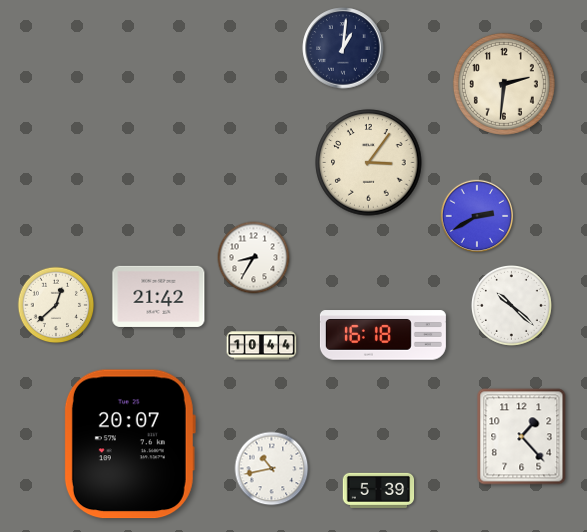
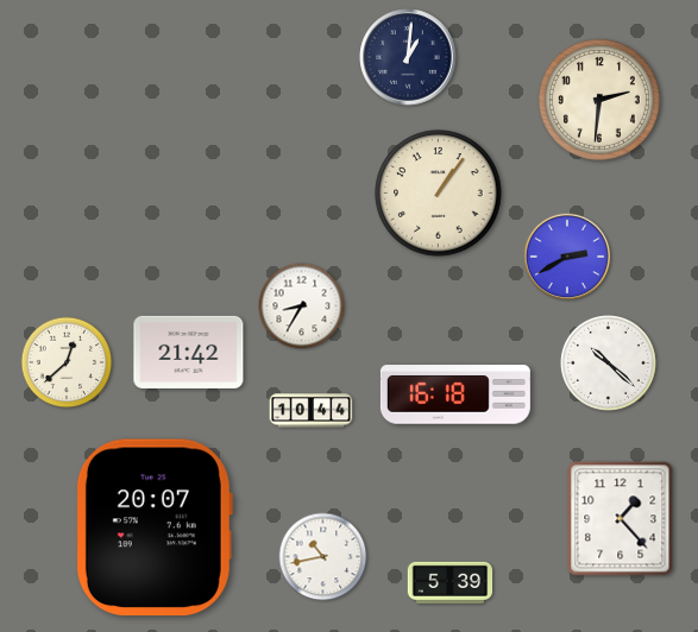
clock at (369, 163): 3:06 -> 1:06
clock at (383, 335) position: (383, 335) -> (455, 394)
